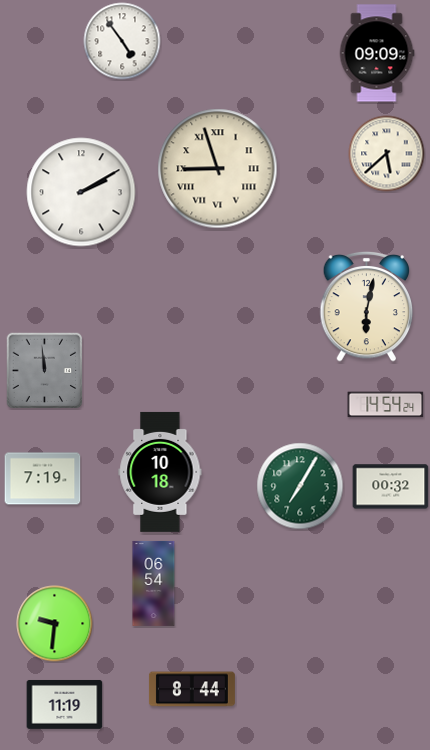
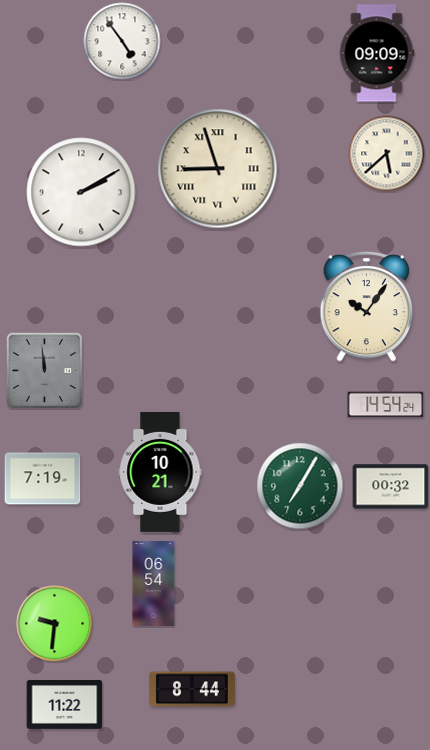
clock at (367, 306): 6:02 -> 10:06
clock at (160, 472): 10:18 -> 10:21
clock at (65, 704): 11:19 -> 11:22
